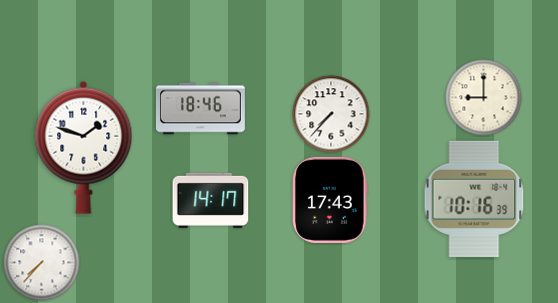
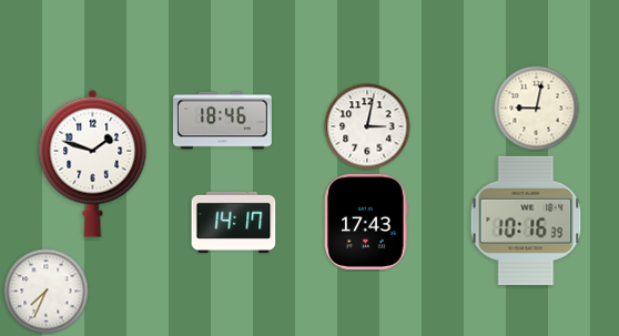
clock at (484, 98): 9:00 -> 9:02
clock at (331, 114): 7:37 -> 3:02
clock at (42, 263): 7:37 -> 7:34
